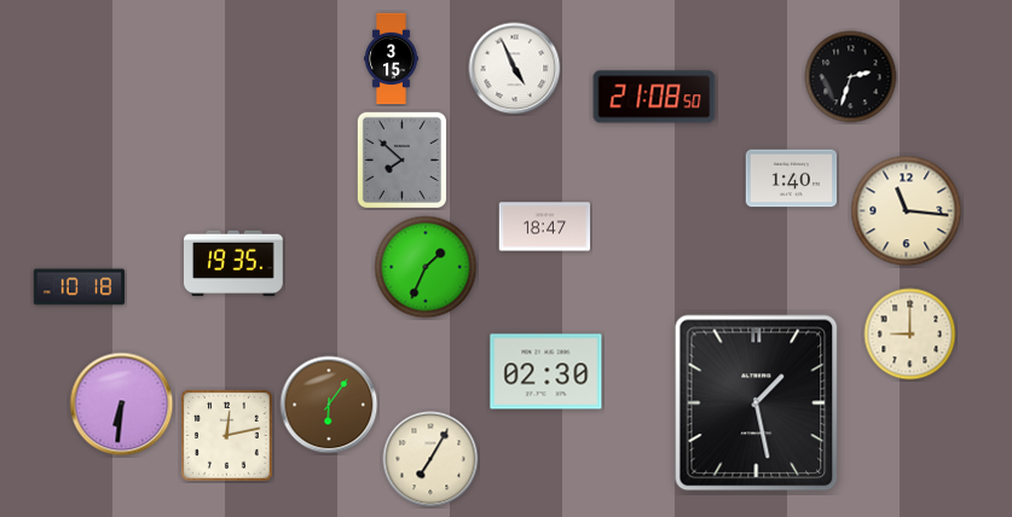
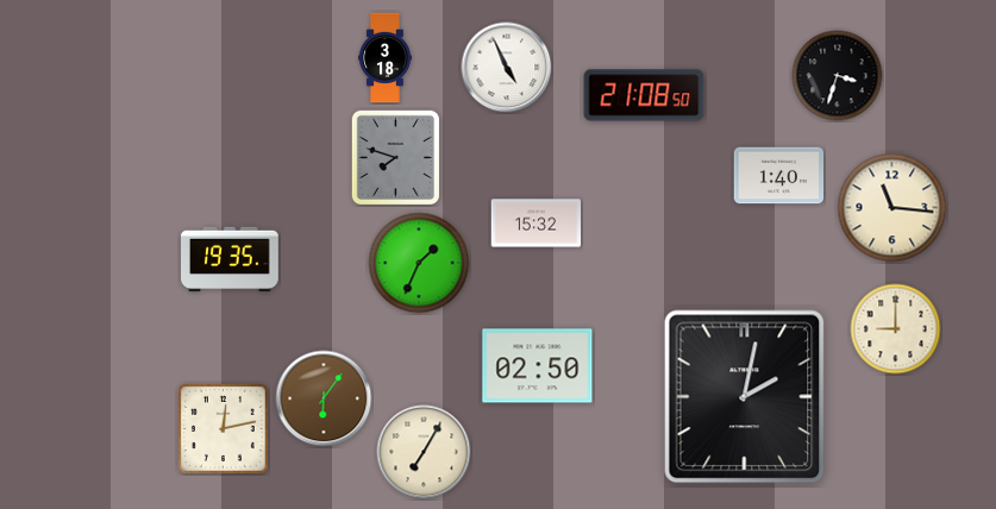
clock at (392, 59): 3:15 -> 3:18
clock at (851, 77): 2:33 -> 3:33
clock at (401, 159): 7:52 -> 7:48
clock at (545, 227): 18:47 -> 15:32
clock at (80, 287): 10:18 -> none
clock at (547, 372): 02:30 -> 02:50
clock at (757, 403): 1:28 -> 2:02
clock at (122, 405): 6:31 -> none
